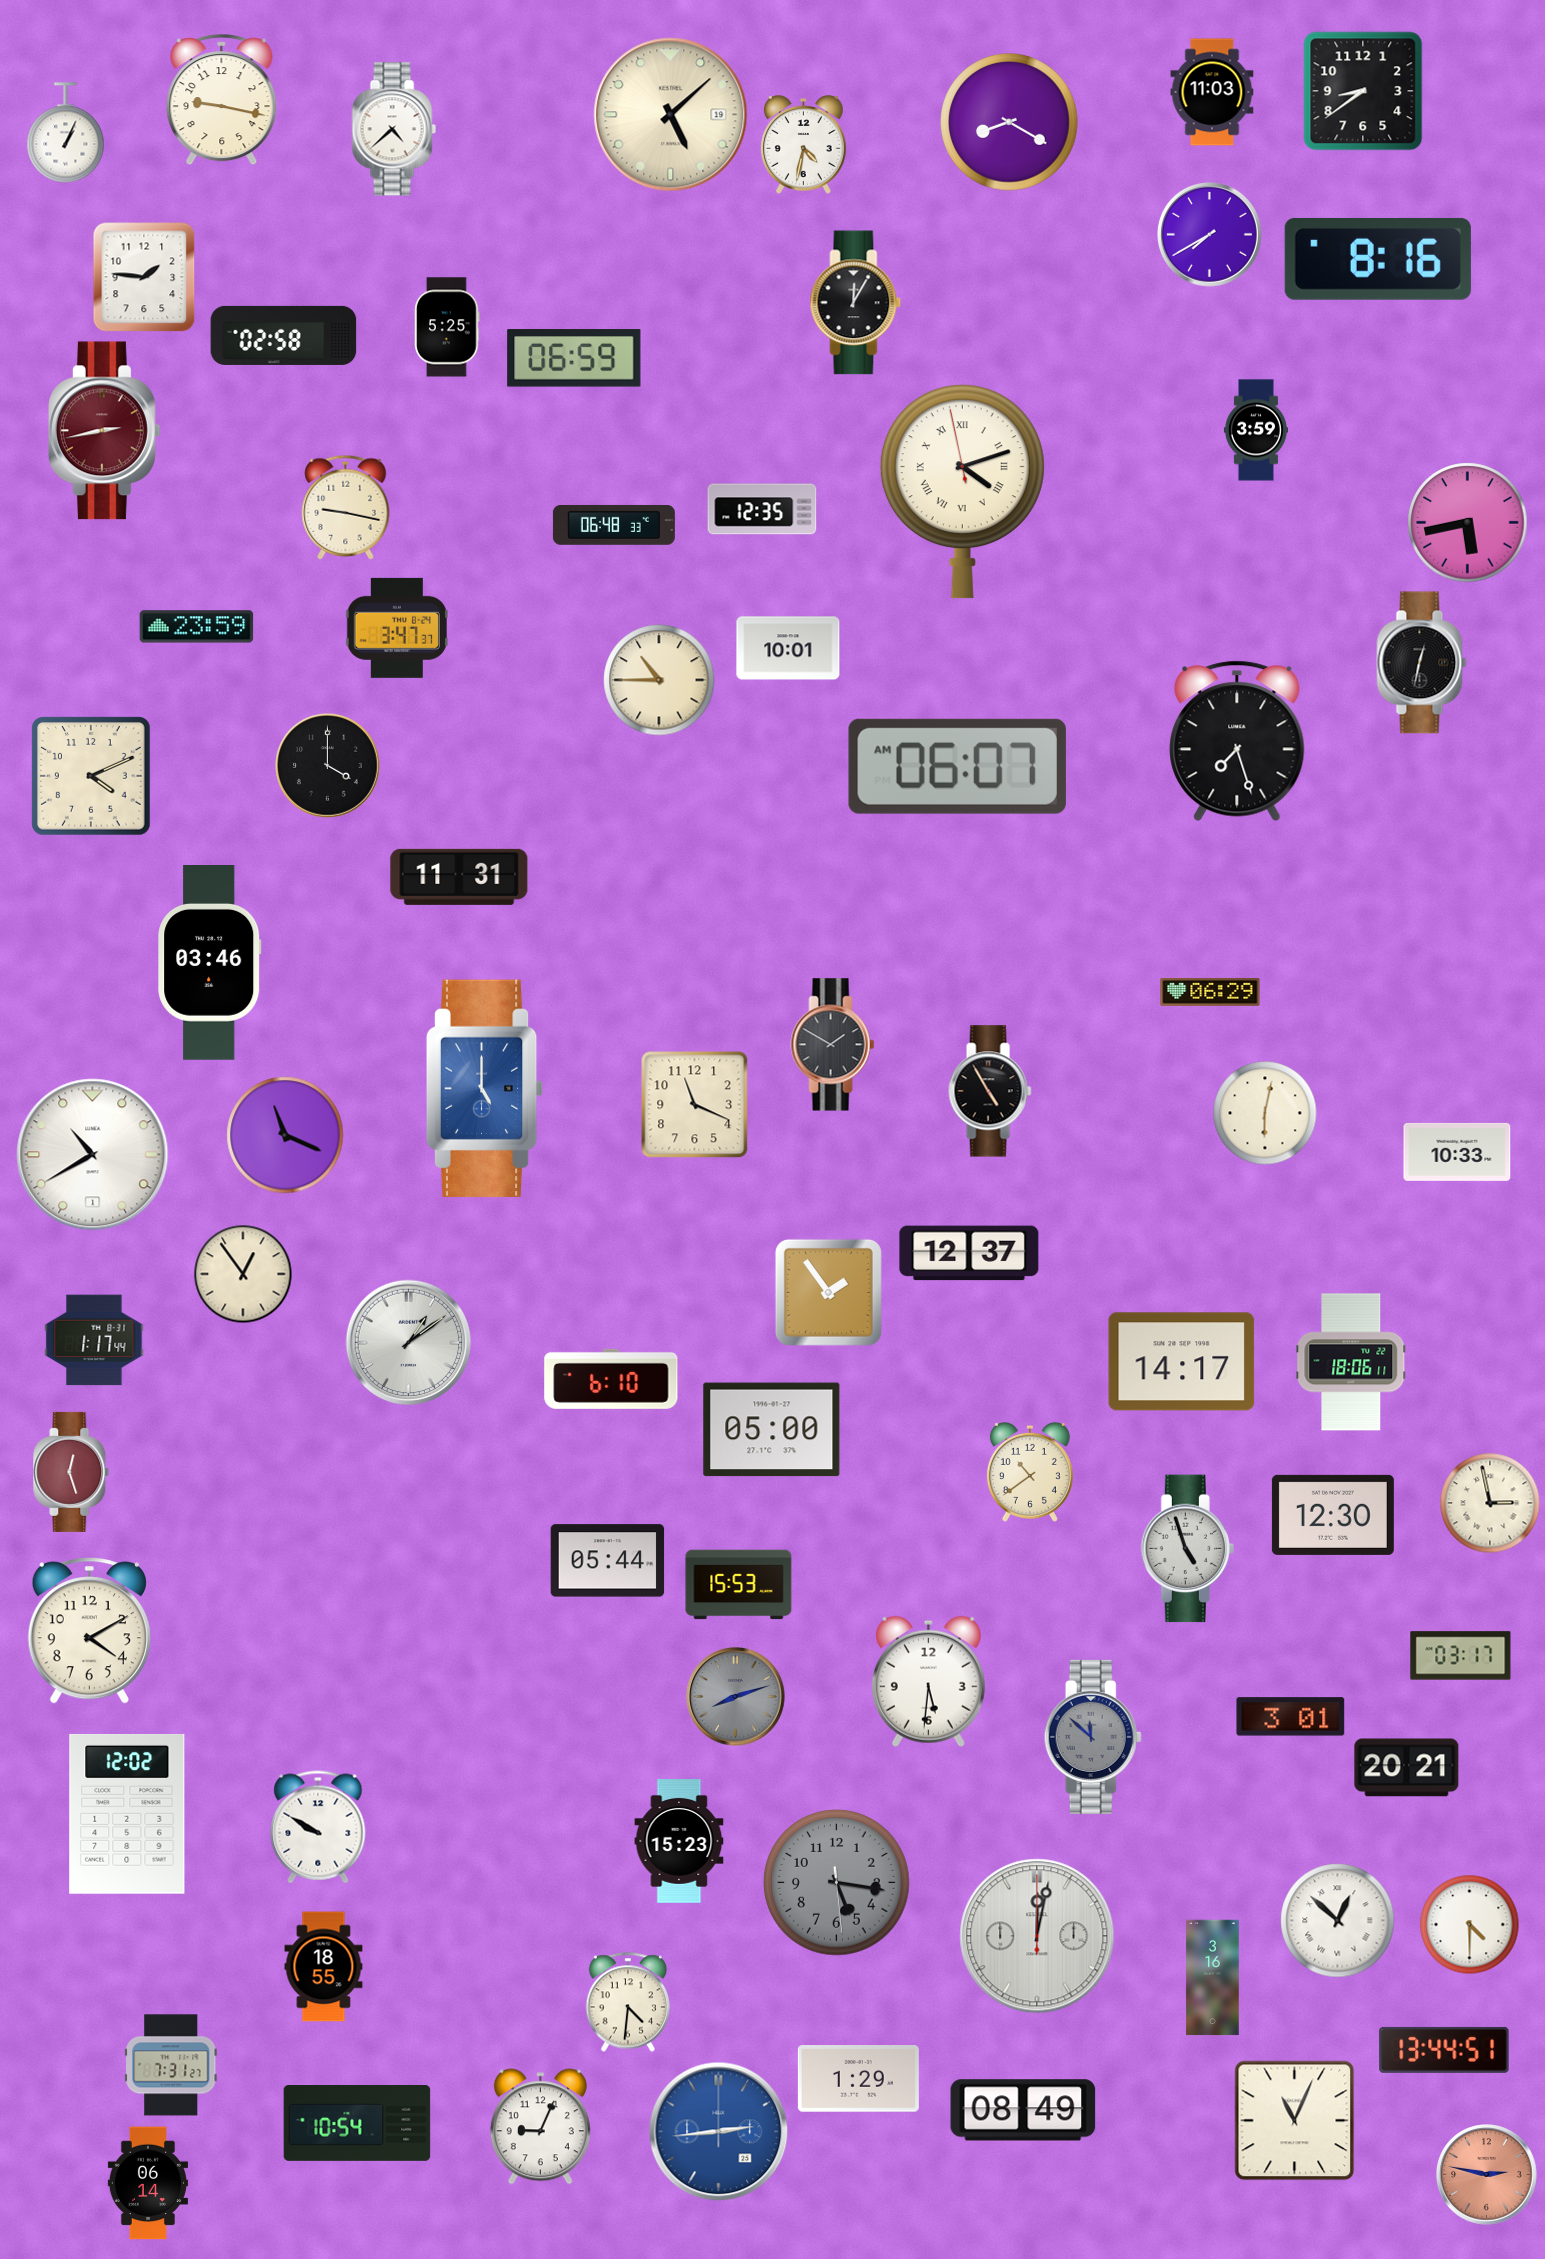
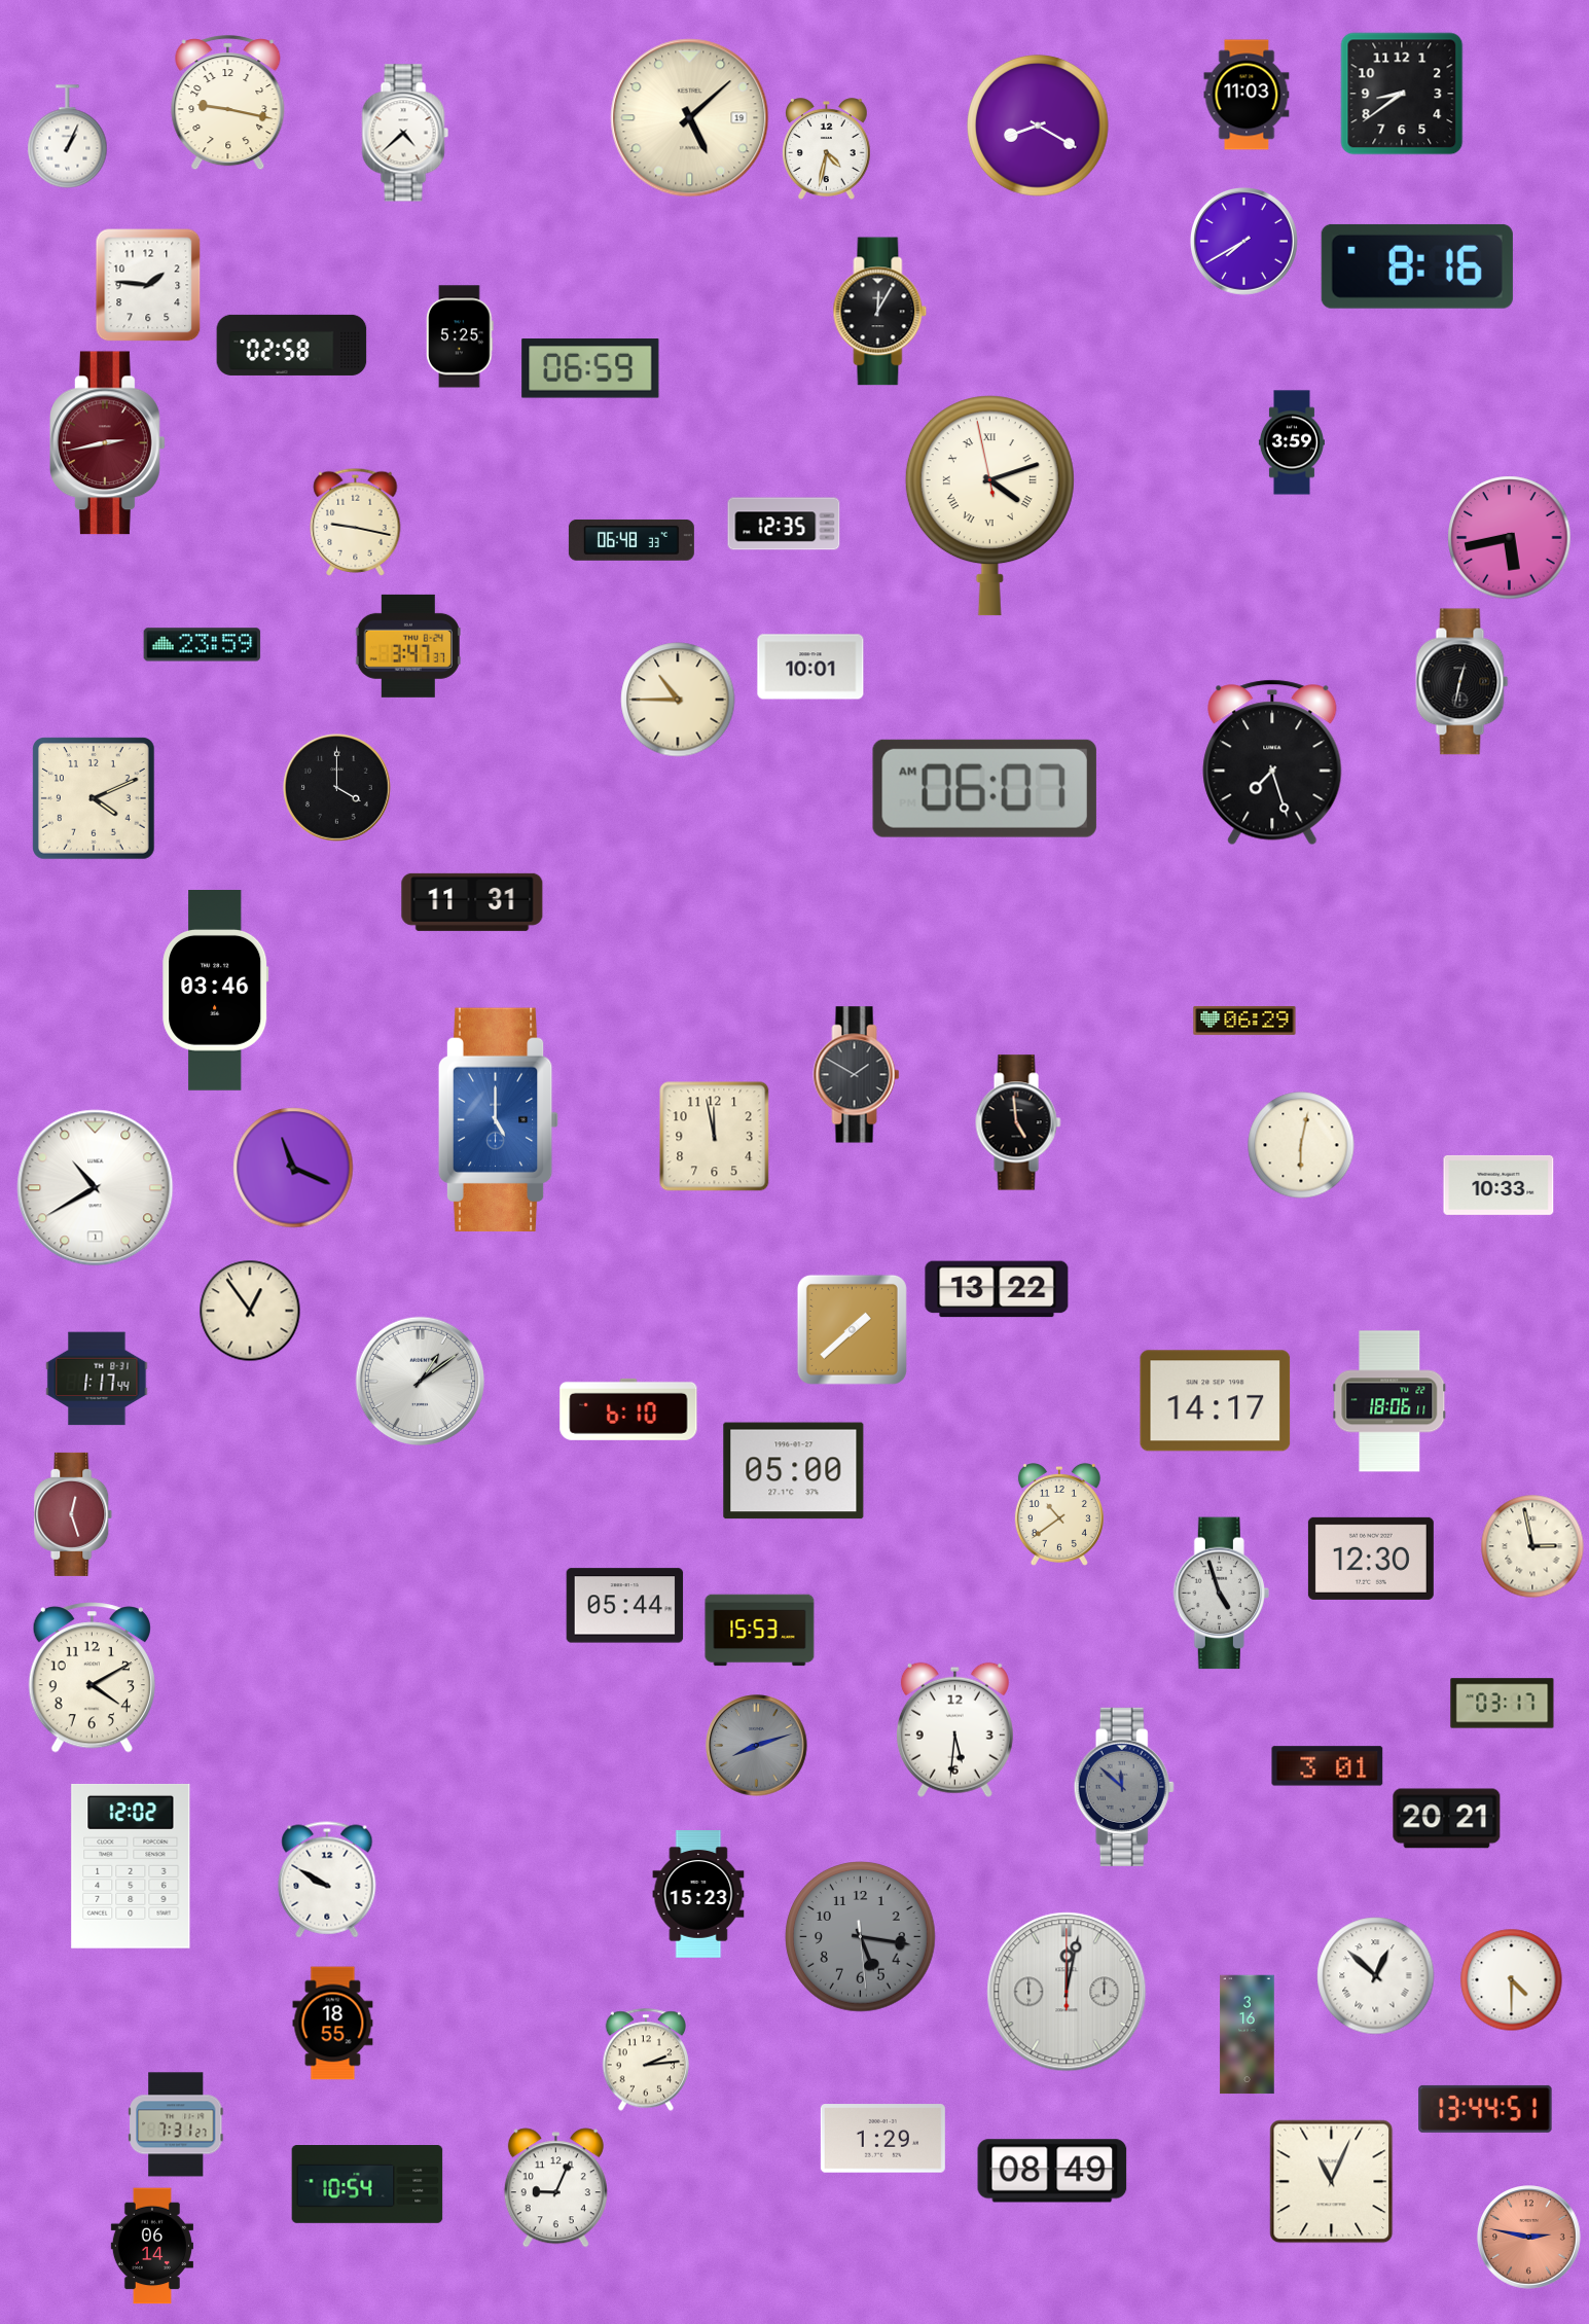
clock at (990, 1091): 4:55 -> 4:59
clock at (695, 1105): 11:19 -> 11:58
clock at (969, 1253): 12:37 -> 13:22
clock at (828, 1292): 1:54 -> 1:38
clock at (611, 1379) position: (611, 1379) -> (628, 1409)
clock at (627, 2002): 4:31 -> 2:14
clock at (719, 2132): 2:44 -> none
